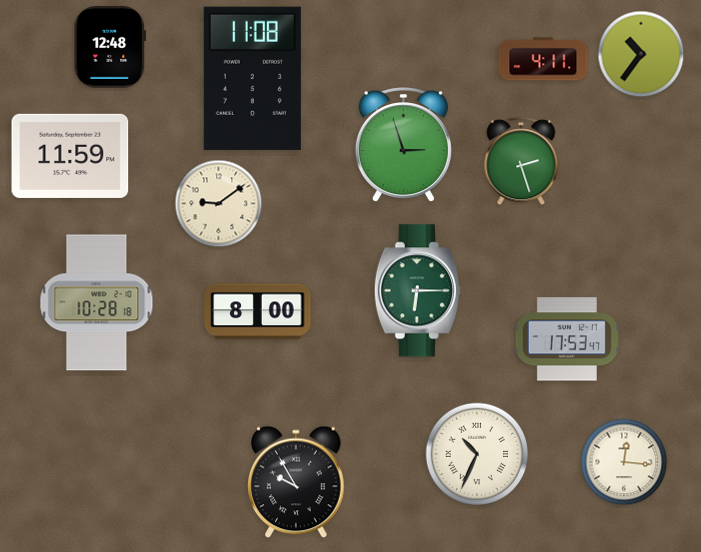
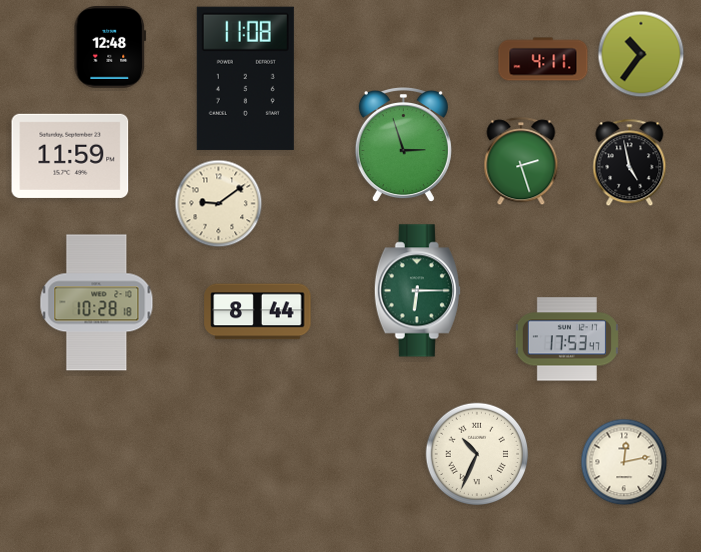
clock at (252, 78) position: (252, 78) -> (245, 78)
clock at (630, 163): none -> 4:58
clock at (258, 312): 8:00 -> 8:44
clock at (624, 462): 12:16 -> 12:13
clock at (296, 482): 9:55 -> none
